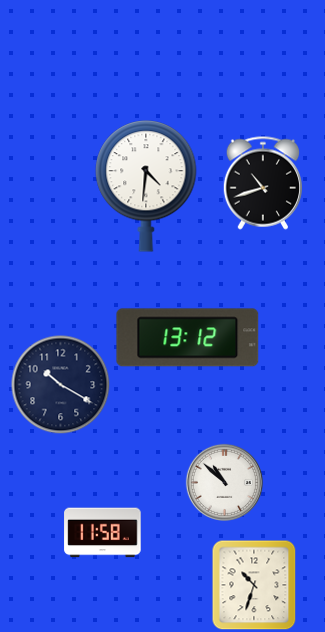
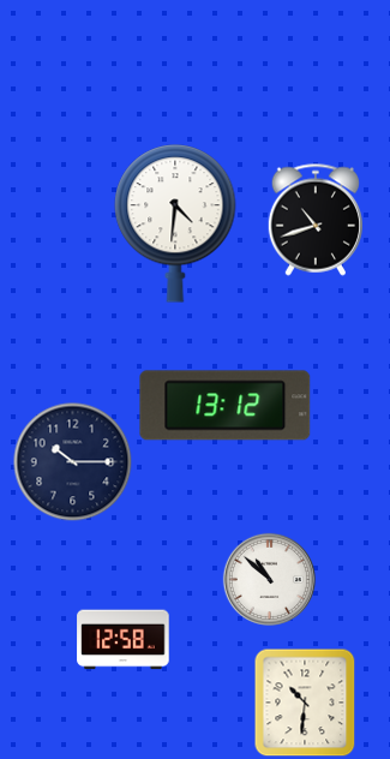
clock at (61, 385): 10:20 -> 10:15
clock at (103, 533): 11:58 -> 12:58
clock at (254, 585): 10:33 -> 10:31
